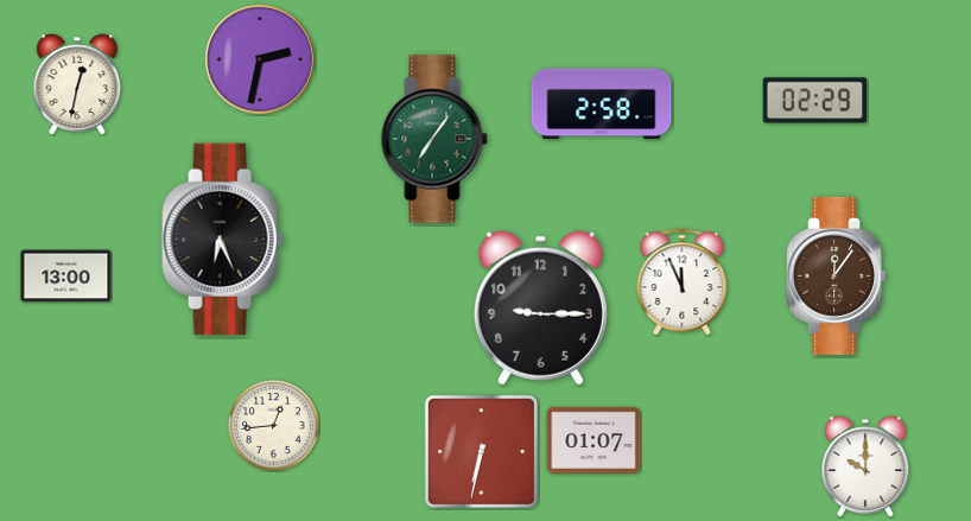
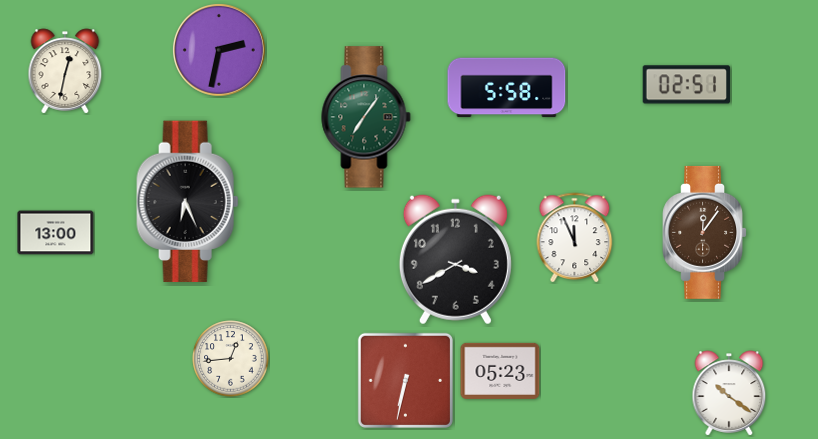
clock at (815, 101): 02:29 -> 02:51
clock at (602, 104): 2:58 -> 5:58
clock at (540, 309): 9:15 -> 3:40
clock at (594, 440): 01:07 -> 05:23
clock at (865, 466): 10:00 -> 10:21
